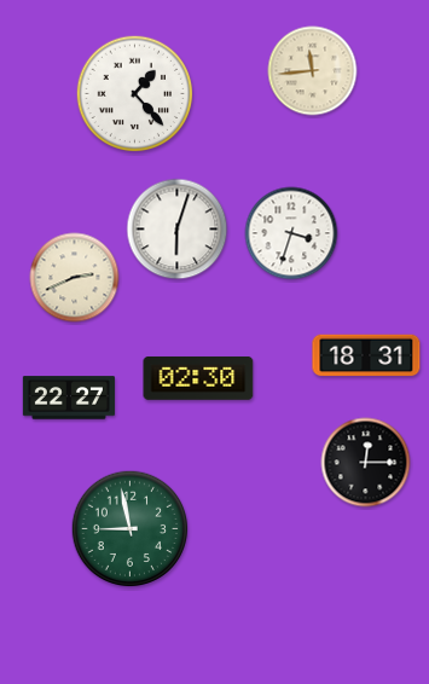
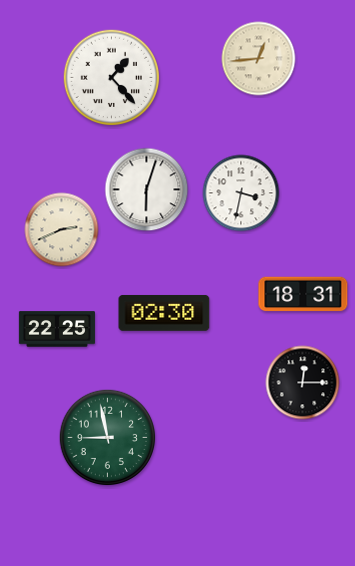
clock at (313, 71): 11:44 -> 12:44
clock at (291, 233): 3:33 -> 3:32
clock at (69, 398): 22:27 -> 22:25
